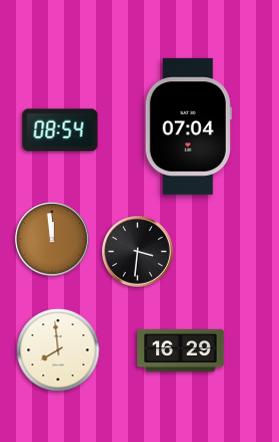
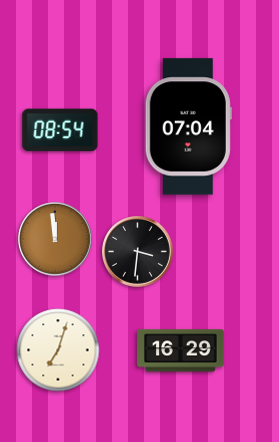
clock at (52, 239) position: (52, 239) -> (55, 239)
clock at (58, 350): 7:59 -> 7:03
